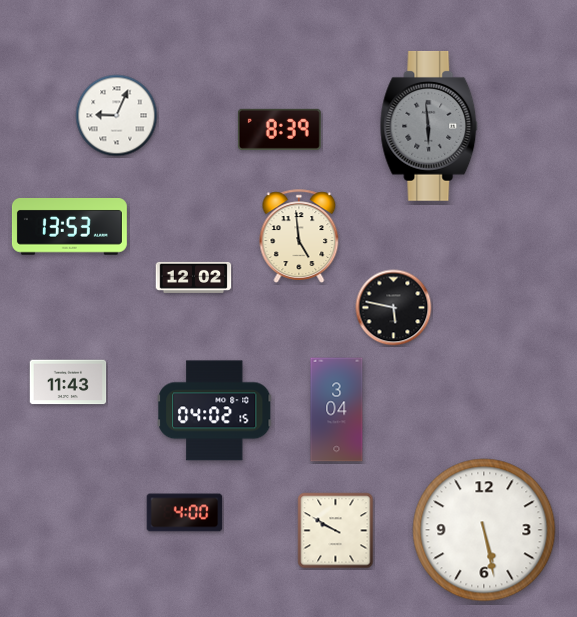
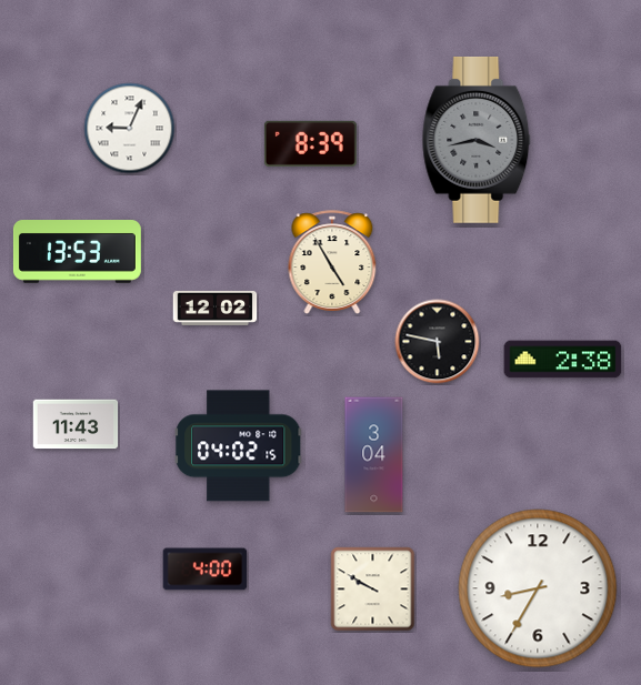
clock at (429, 126): 5:59 -> 3:43
clock at (299, 236): 4:59 -> 4:55
clock at (563, 360): none -> 2:38
clock at (215, 411) position: (215, 411) -> (239, 446)
clock at (484, 530): 5:28 -> 8:35
